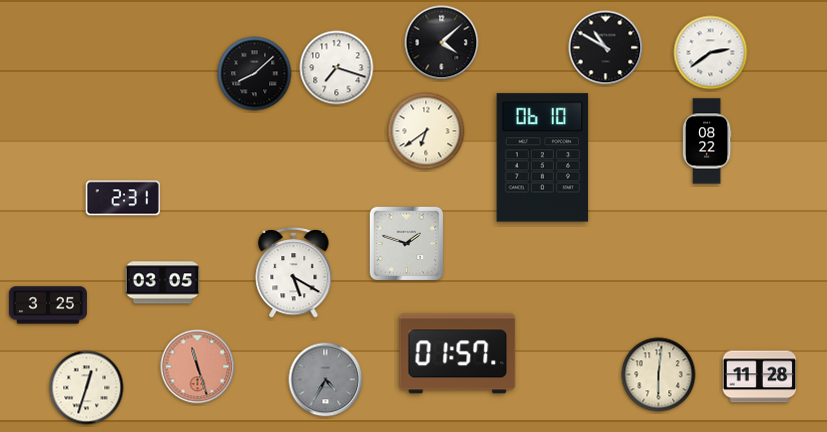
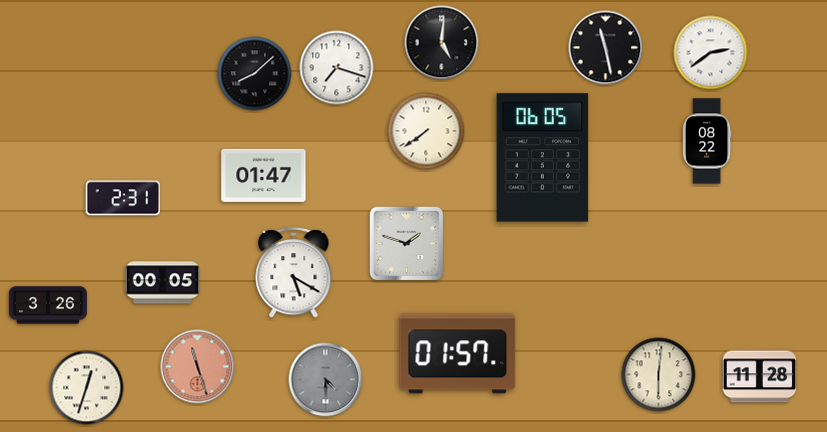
clock at (442, 43): 4:08 -> 5:01
clock at (606, 48): 10:50 -> 11:28
clock at (426, 131): 6:39 -> 7:39
clock at (543, 158): 06:10 -> 06:05
clock at (264, 175): none -> 01:47
clock at (163, 283): 03:05 -> 00:05
clock at (48, 305): 3:25 -> 3:26
clock at (326, 380): 4:35 -> 4:30
